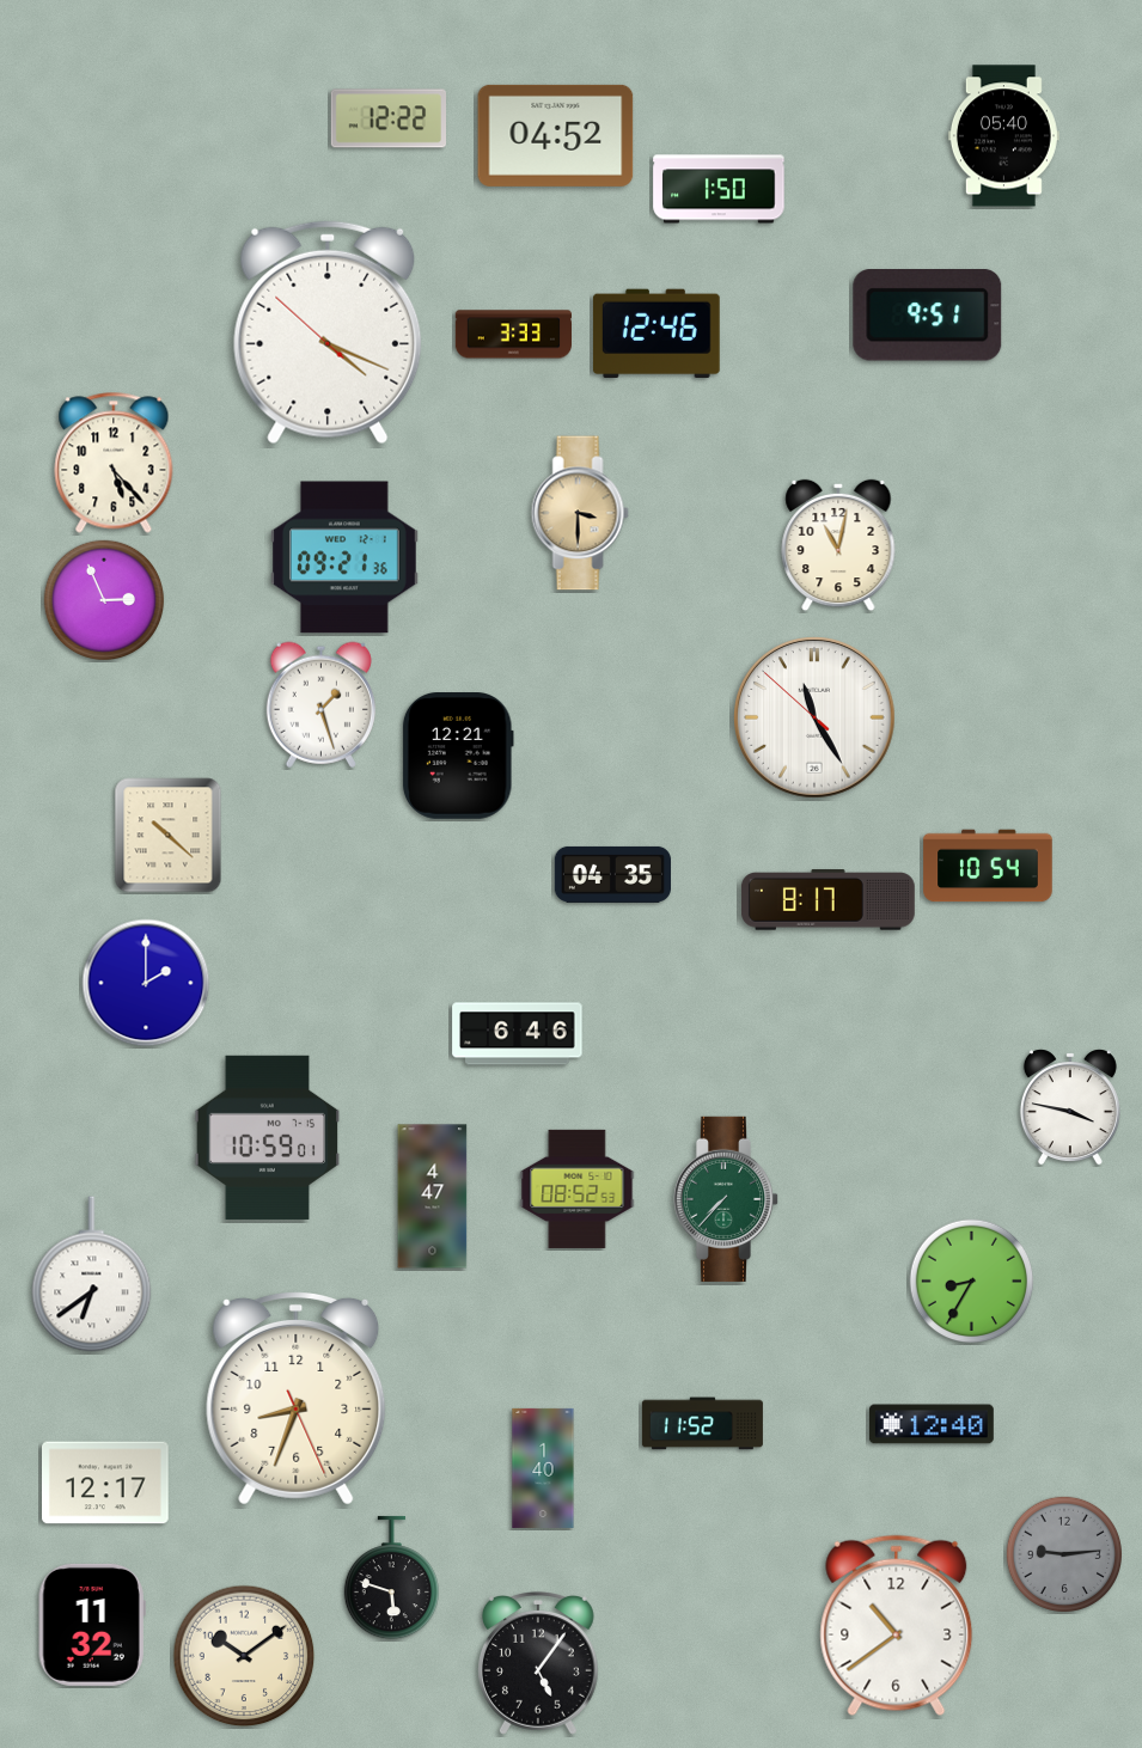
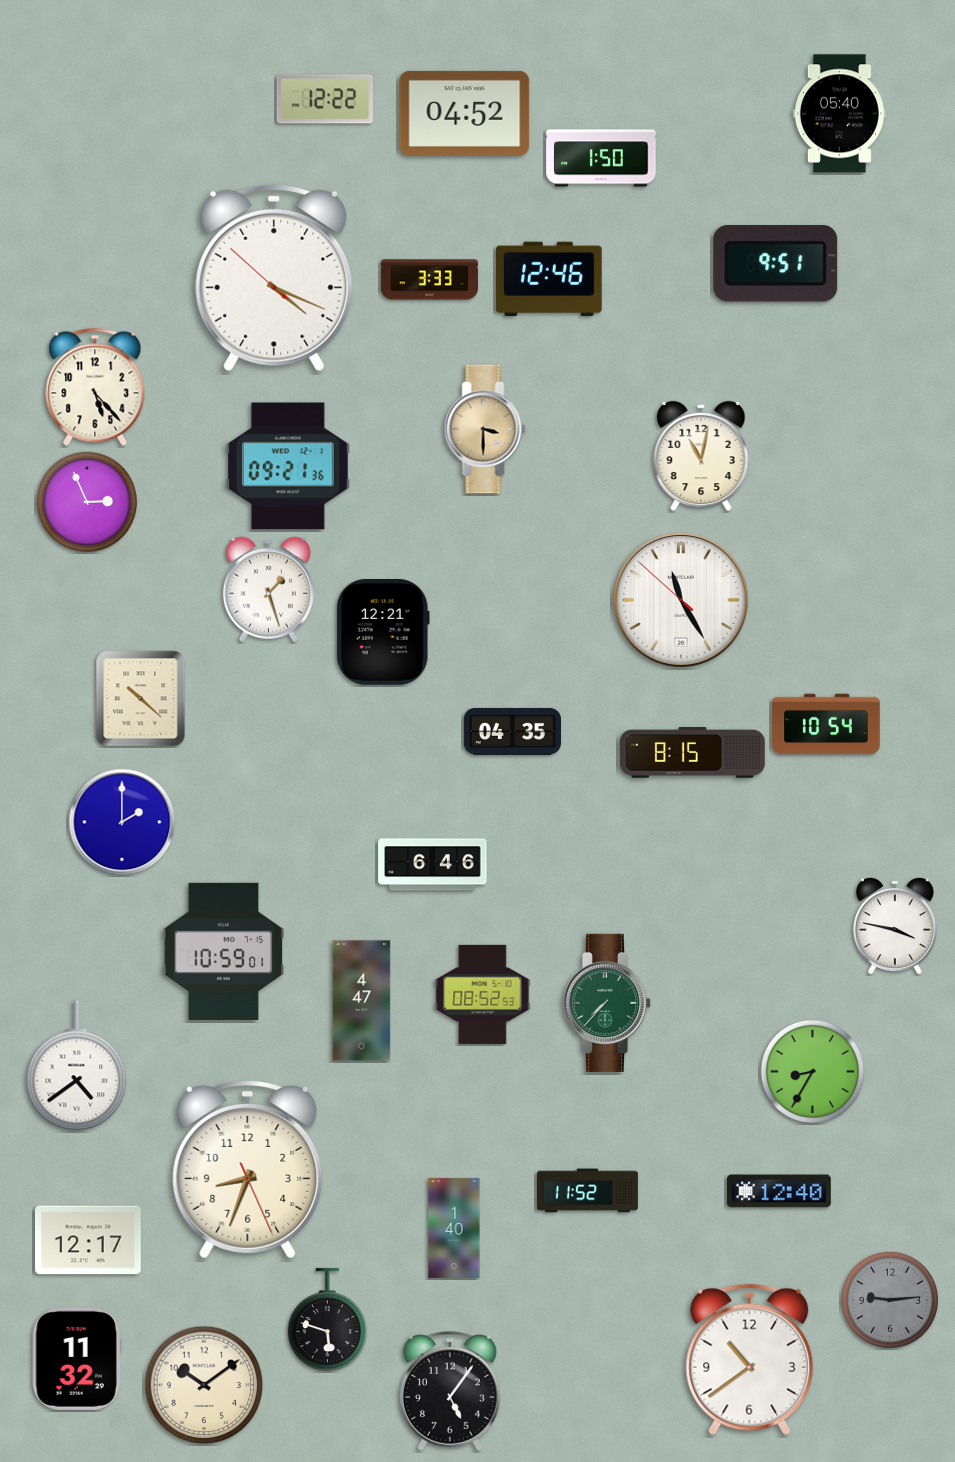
clock at (828, 900): 8:17 -> 8:15
clock at (92, 1275): 6:39 -> 4:39
